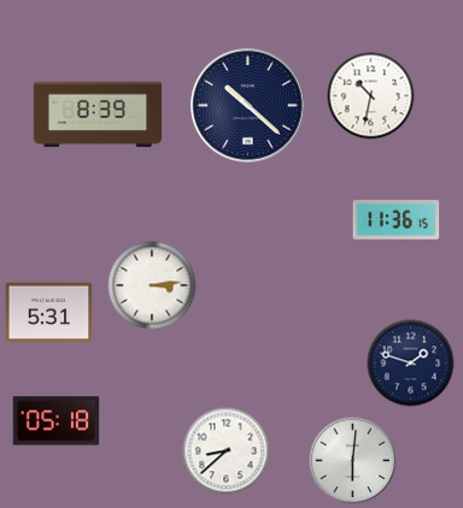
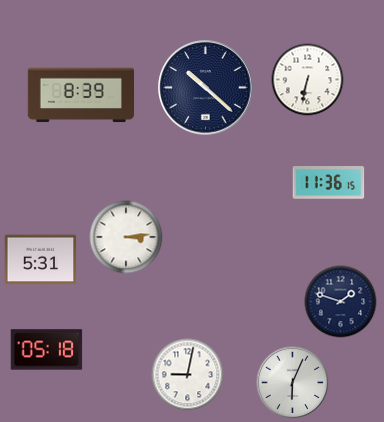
clock at (371, 96): 10:32 -> 6:32
clock at (227, 451): 8:38 -> 9:02
clock at (353, 461): 6:01 -> 6:04
